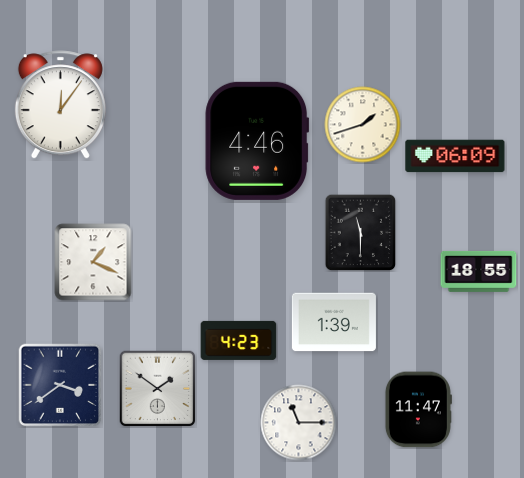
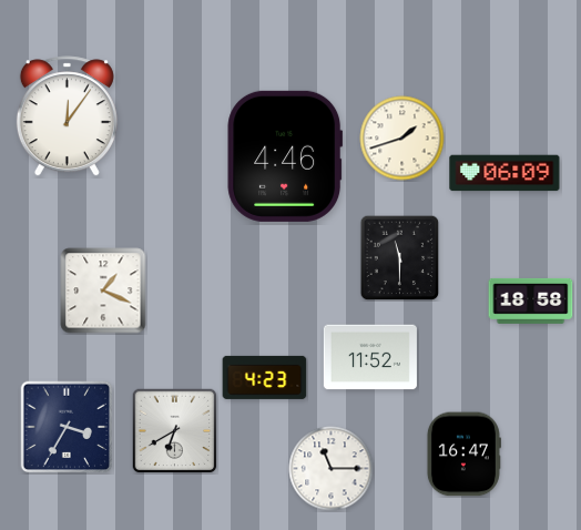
clock at (479, 271): 18:55 -> 18:58
clock at (334, 322): 1:39 -> 11:52
clock at (60, 385): 3:39 -> 3:35
clock at (157, 388): 1:51 -> 6:40
clock at (418, 410): 11:47 -> 16:47
